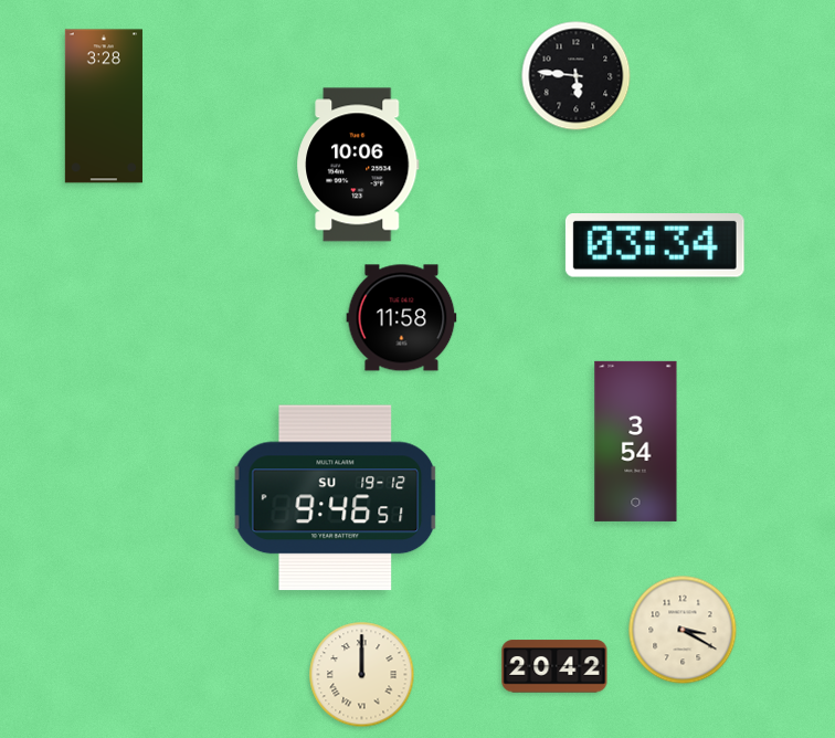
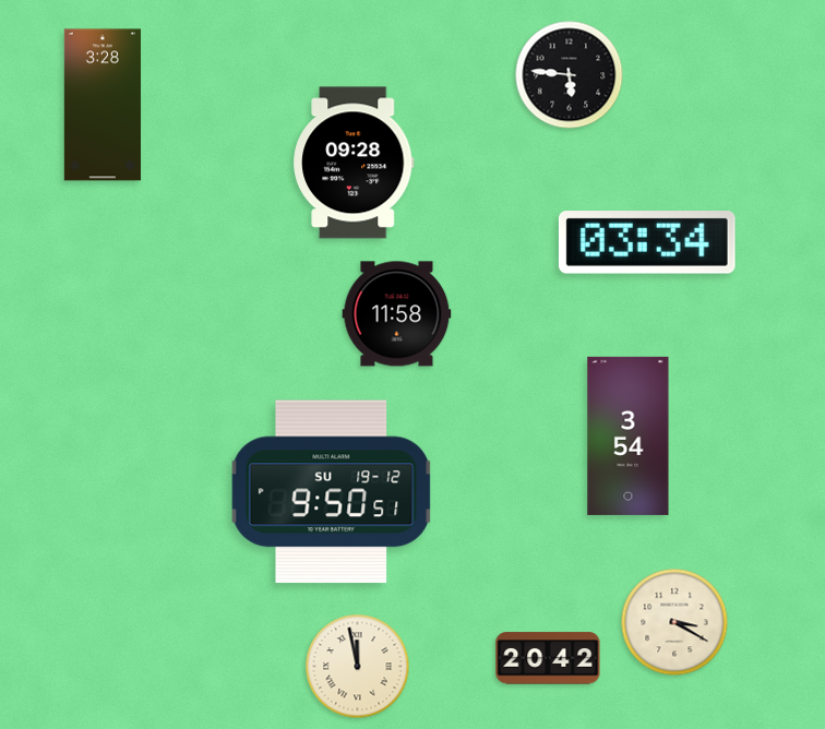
clock at (358, 165): 10:06 -> 09:28
clock at (336, 498): 9:46 -> 9:50
clock at (362, 675): 12:00 -> 11:58
